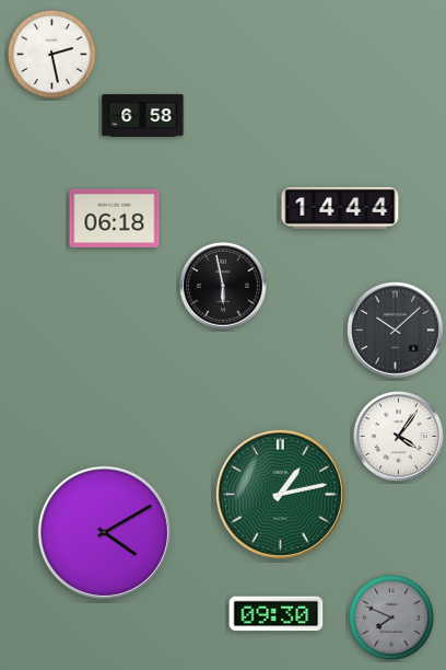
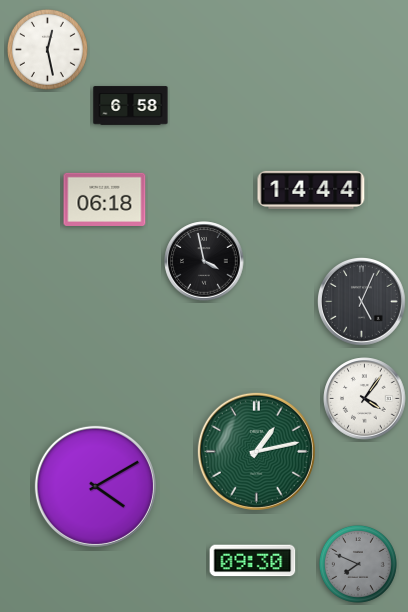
clock at (51, 54): 2:28 -> 12:28
clock at (223, 286): 5:58 -> 3:58
clock at (396, 331): 10:08 -> 5:04
